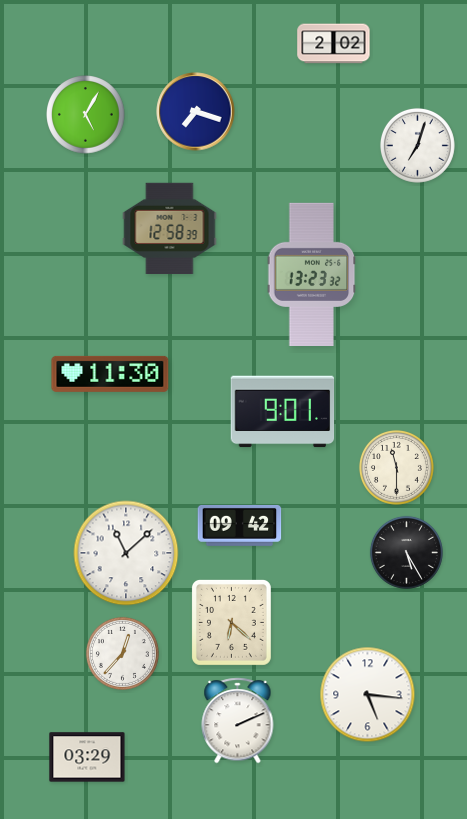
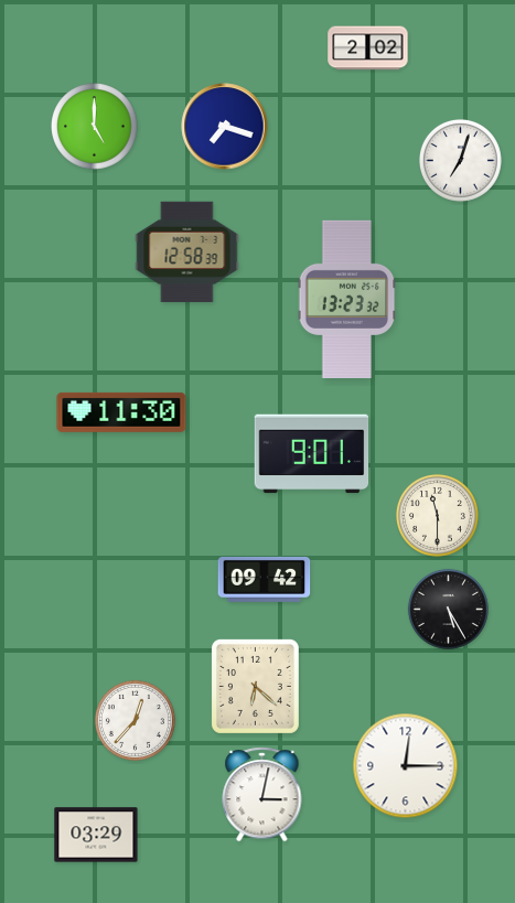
clock at (196, 112) position: (196, 112) -> (225, 127)
clock at (86, 115): 5:05 -> 5:00
clock at (312, 274) position: (312, 274) -> (347, 299)
clock at (126, 553): 11:08 -> none
clock at (368, 695): 5:16 -> 12:15
clock at (238, 721): 2:11 -> 3:02
